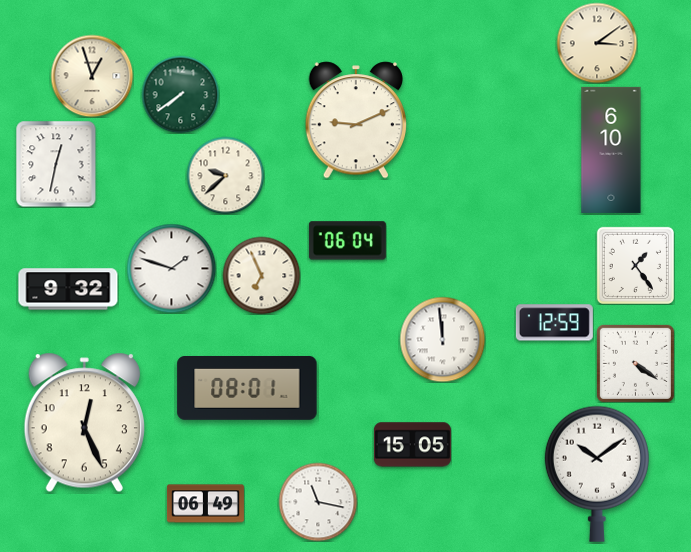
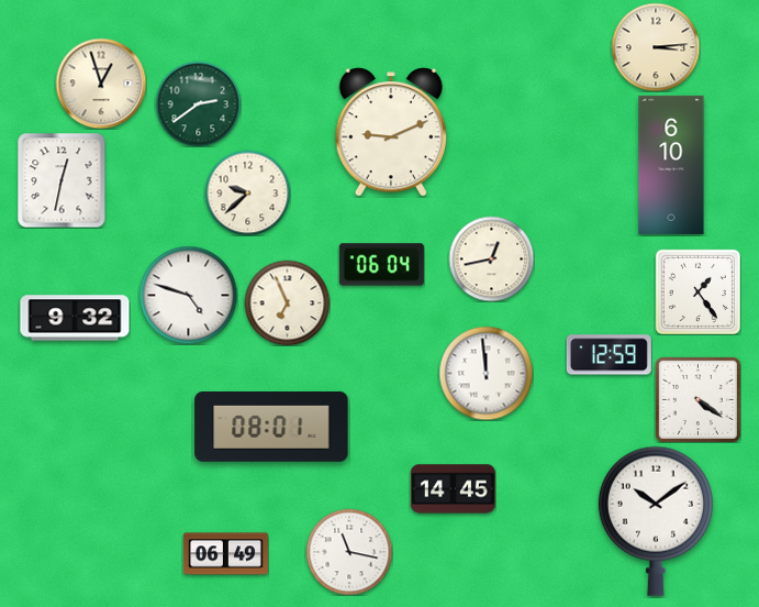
clock at (597, 43): 3:09 -> 3:14
clock at (180, 94): 7:39 -> 2:39
clock at (491, 258): none -> 12:43
clock at (171, 268): 1:48 -> 4:48
clock at (84, 423): 12:26 -> none
clock at (412, 445): 15:05 -> 14:45
